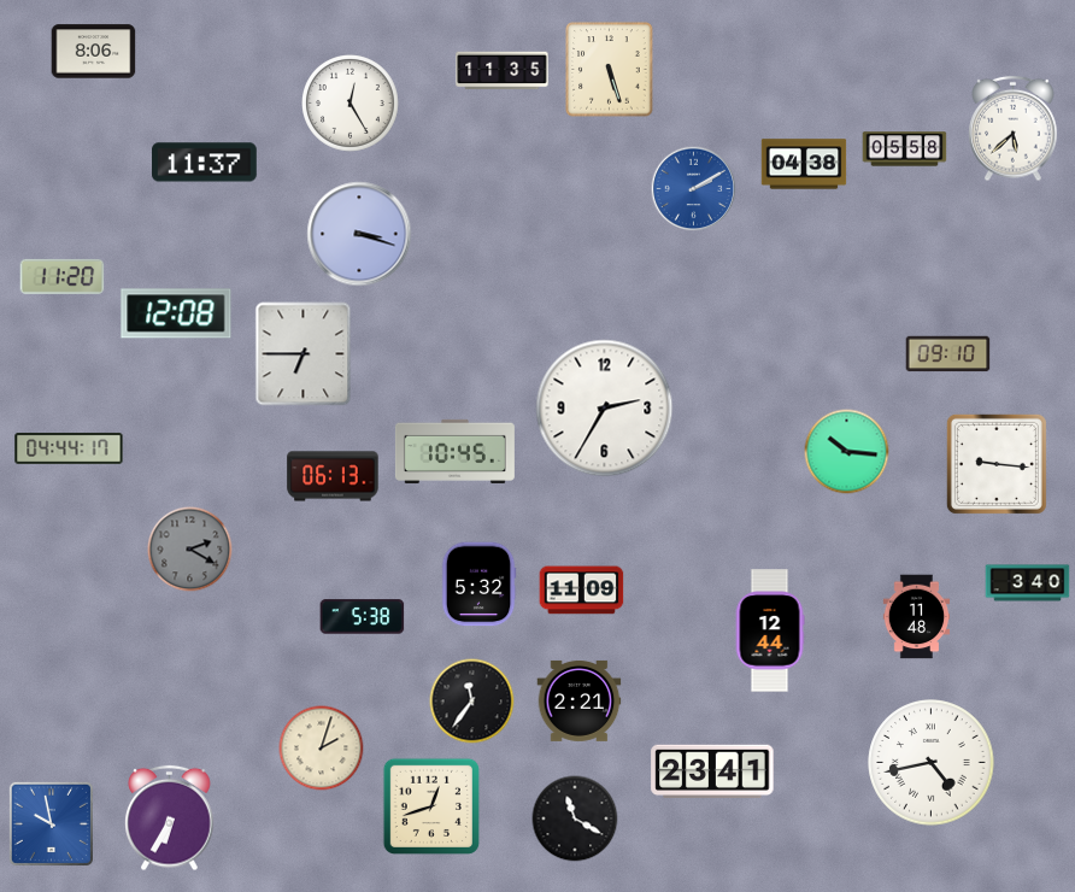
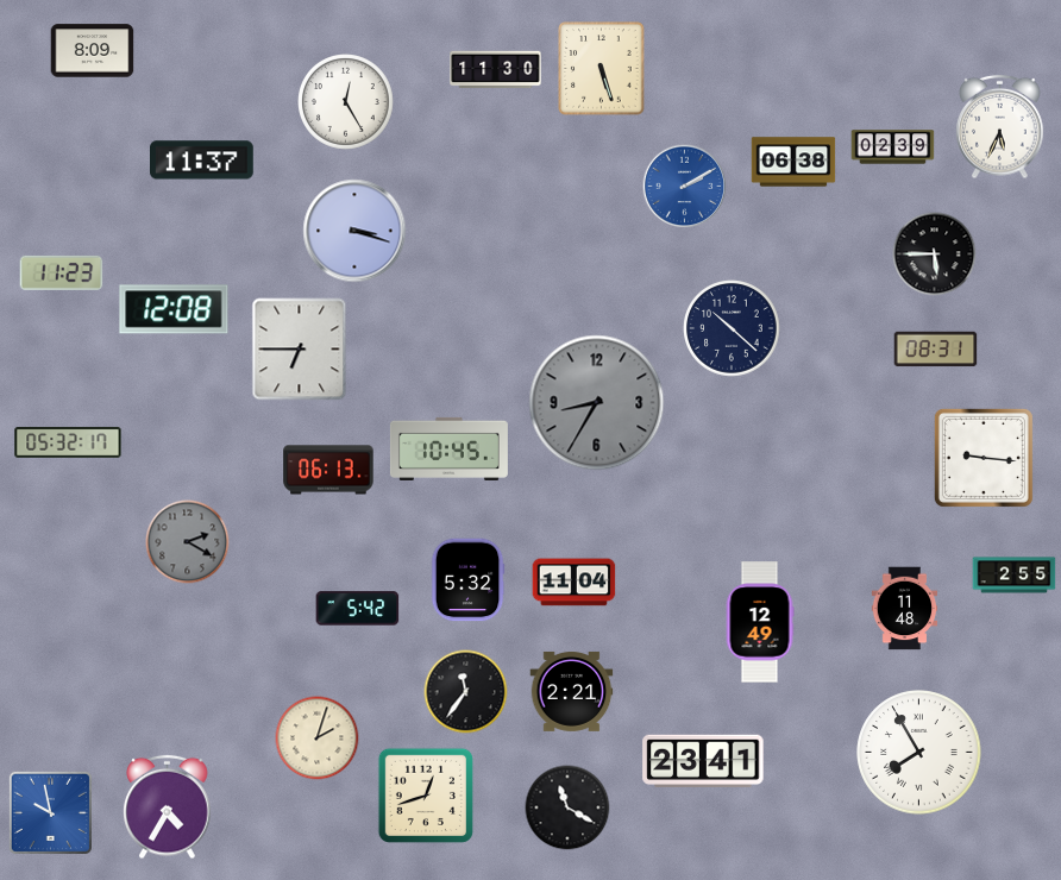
clock at (94, 52): 8:06 -> 8:09
clock at (503, 71): 11:35 -> 11:30
clock at (1014, 129): 5:38 -> 5:34
clock at (905, 149): 05:58 -> 02:39
clock at (804, 164): 04:38 -> 06:38
clock at (935, 254): none -> 5:45
clock at (63, 276): 11:20 -> 11:23
clock at (732, 328): none -> 10:22
clock at (948, 354): 09:10 -> 08:31
clock at (605, 409): 2:35 -> 8:35
clock at (605, 409) dial: white -> grey
clock at (69, 450): 04:44 -> 05:32
clock at (454, 451) position: (454, 451) -> (448, 448)
clock at (847, 452): 10:16 -> none
clock at (1028, 583): 3:40 -> 2:55
clock at (478, 585) position: (478, 585) -> (467, 580)
clock at (582, 591): 11:09 -> 11:04
clock at (363, 617): 5:38 -> 5:42
clock at (770, 630): 12:44 -> 12:49
clock at (932, 763): 4:43 -> 7:55
clock at (170, 818): 6:35 -> 4:35
